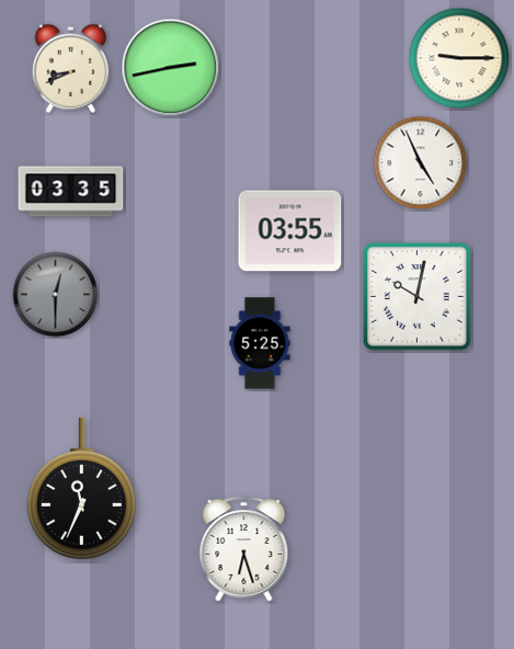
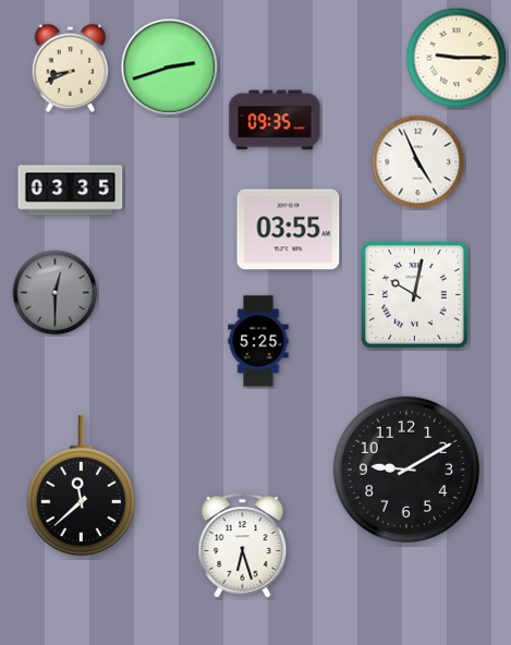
clock at (171, 68): 2:43 -> 2:42
clock at (275, 120): none -> 09:35
clock at (405, 468): none -> 9:10
clock at (81, 489): 11:34 -> 11:38
